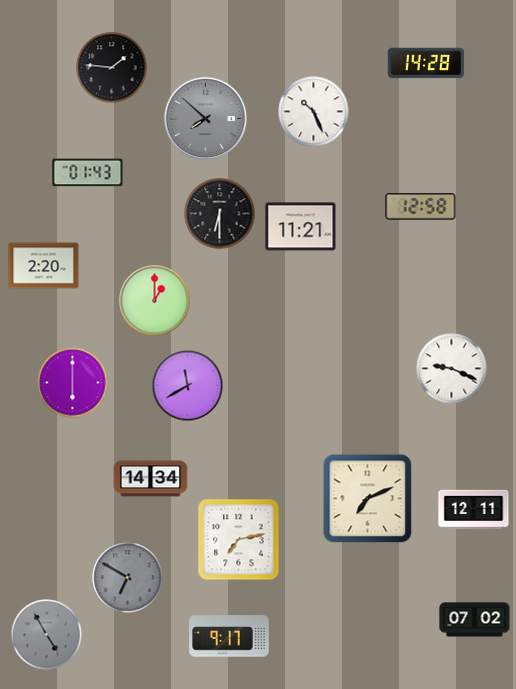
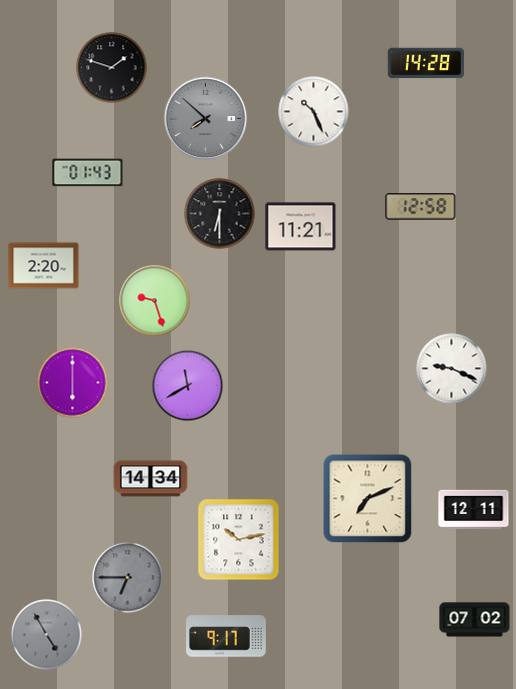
clock at (112, 68): 1:46 -> 1:48
clock at (155, 301): 1:00 -> 9:27
clock at (239, 540): 7:13 -> 10:13
clock at (128, 578): 6:50 -> 6:45
clock at (229, 636) position: (229, 636) -> (226, 636)
